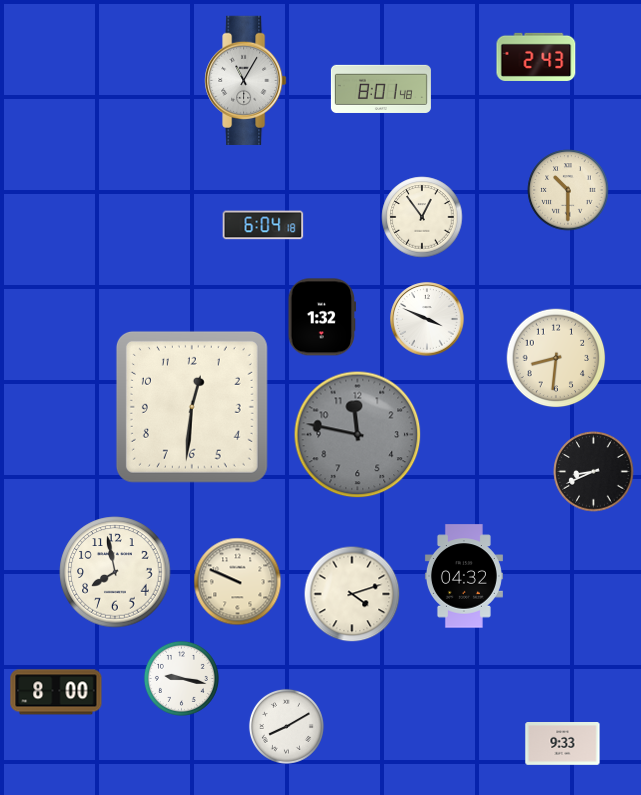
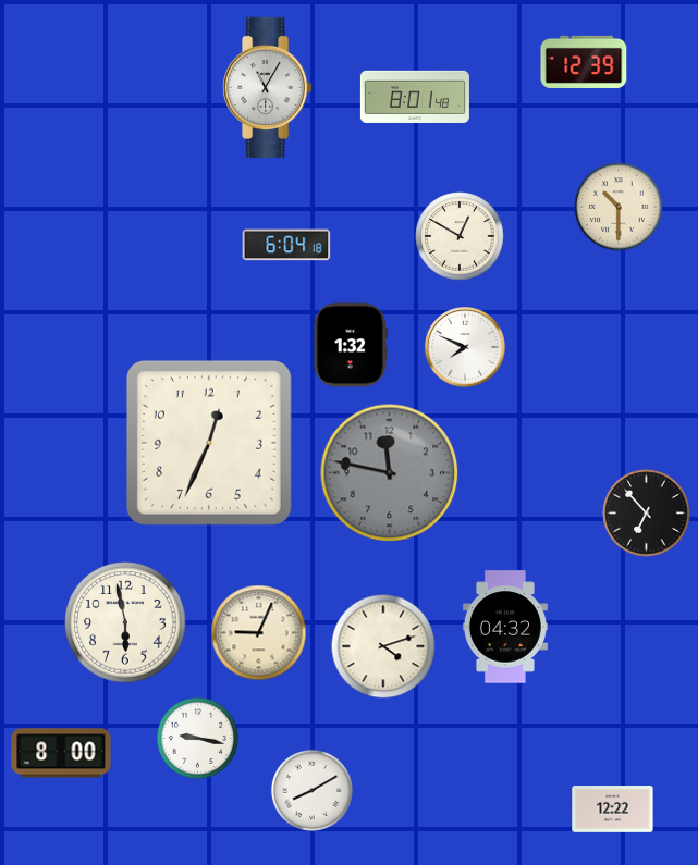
clock at (536, 57): 2:43 -> 12:39
clock at (422, 217): 12:54 -> 12:50
clock at (427, 319): 3:49 -> 7:49
clock at (556, 358): 8:31 -> none
clock at (192, 407): 12:31 -> 12:34
clock at (594, 472): 8:41 -> 6:53
clock at (115, 572): 7:58 -> 5:58
clock at (238, 582): 9:49 -> 9:04
clock at (563, 744): 9:33 -> 12:22
